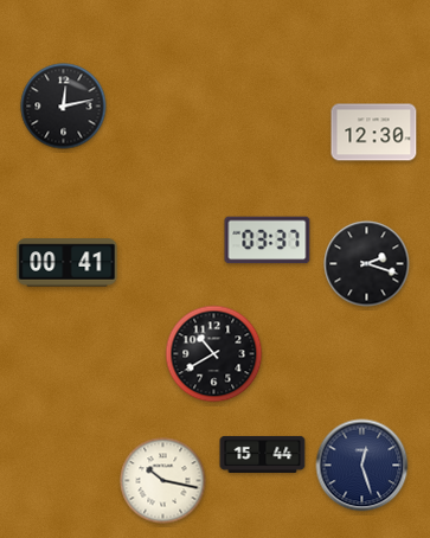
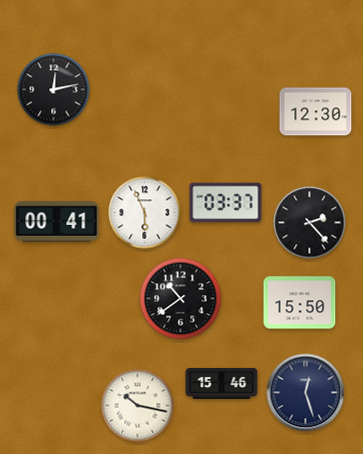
clock at (145, 213): none -> 5:56
clock at (367, 264): 2:18 -> 2:23
clock at (214, 354): 10:40 -> 10:39
clock at (300, 303): none -> 15:50
clock at (263, 454): 15:44 -> 15:46
